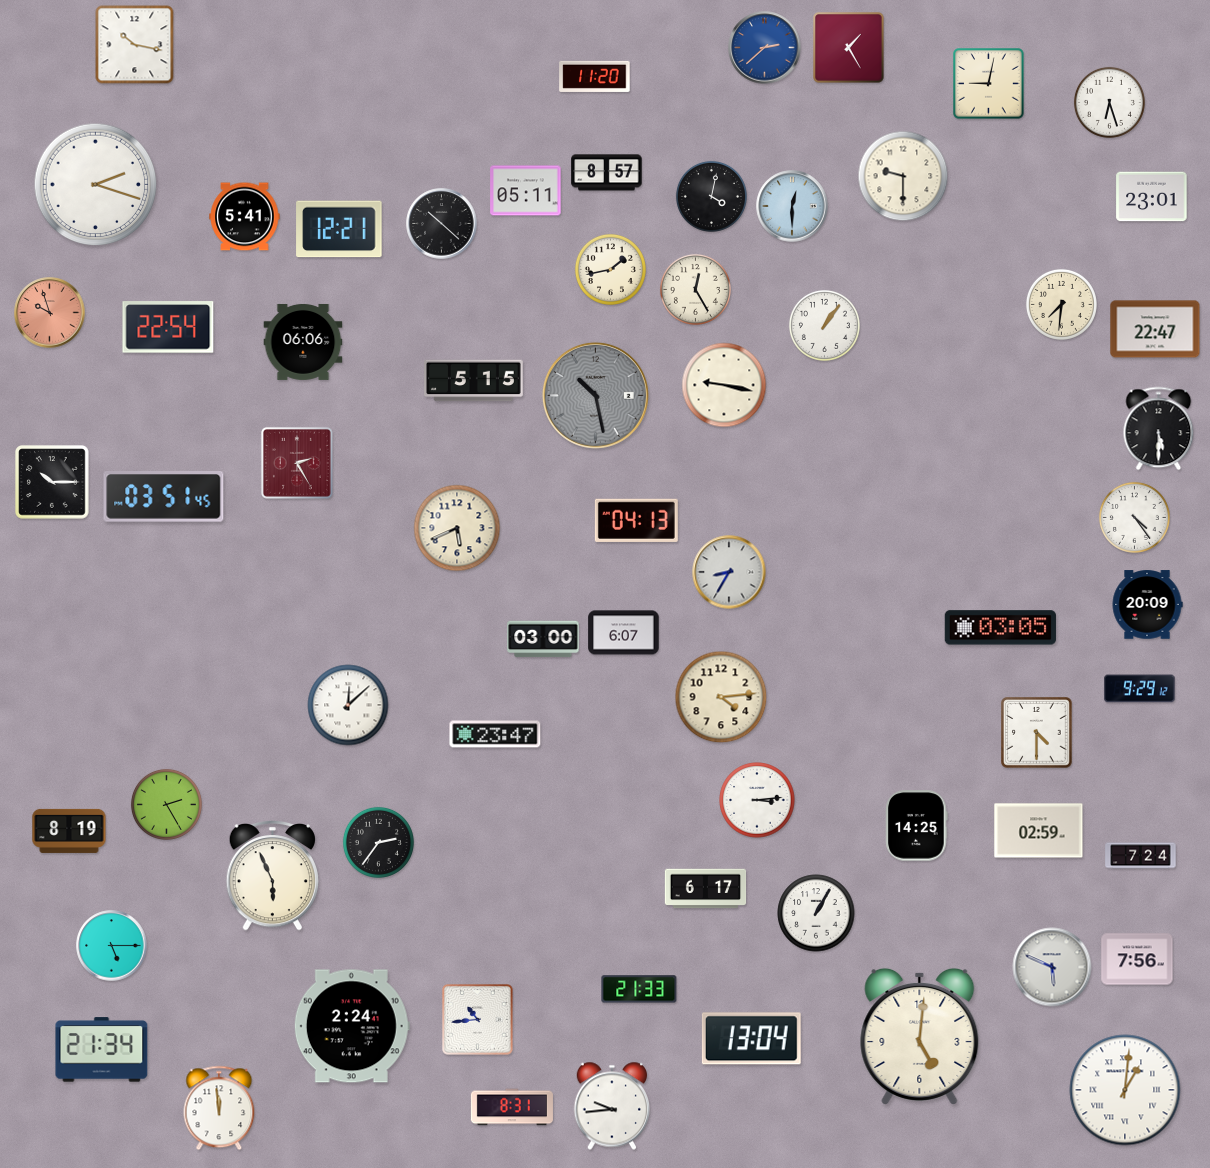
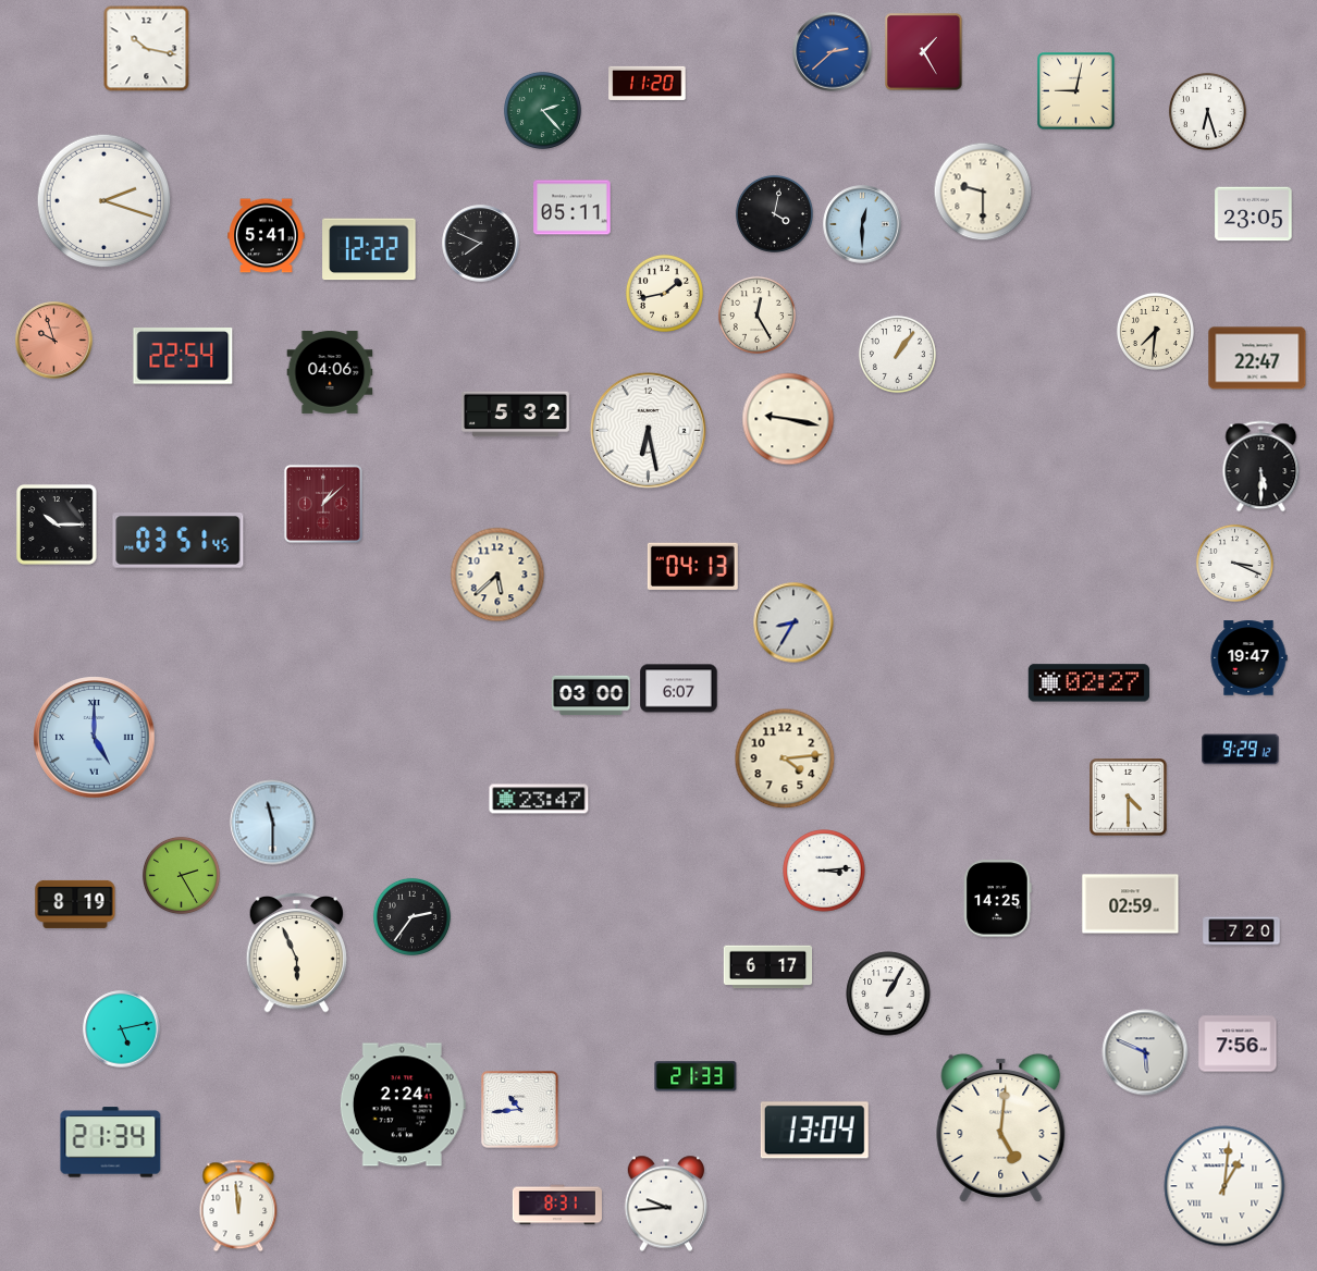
clock at (542, 110): none -> 2:23
clock at (607, 173): 8:57 -> none
clock at (1152, 197): 23:01 -> 23:05
clock at (442, 224): 10:22 -> 7:49
clock at (339, 229): 12:21 -> 12:22
clock at (303, 342): 06:06 -> 04:06
clock at (474, 381): 5:15 -> 5:32
clock at (595, 395): 10:28 -> 6:28
clock at (595, 395) dial: grey -> white
clock at (297, 463): 2:25 -> 1:08
clock at (1134, 517): 4:24 -> 3:19
clock at (457, 528): 5:41 -> 5:38
clock at (1147, 605): 20:09 -> 19:47
clock at (1000, 628): 03:05 -> 02:27
clock at (95, 738): none -> 5:00
clock at (348, 705): 12:08 -> none
clock at (273, 823): none -> 11:30
clock at (1141, 856): 7:24 -> 7:20
clock at (112, 946): 5:15 -> 5:13
clock at (352, 1026) position: (352, 1026) -> (403, 1105)
clock at (751, 1039) position: (751, 1039) -> (814, 1131)
